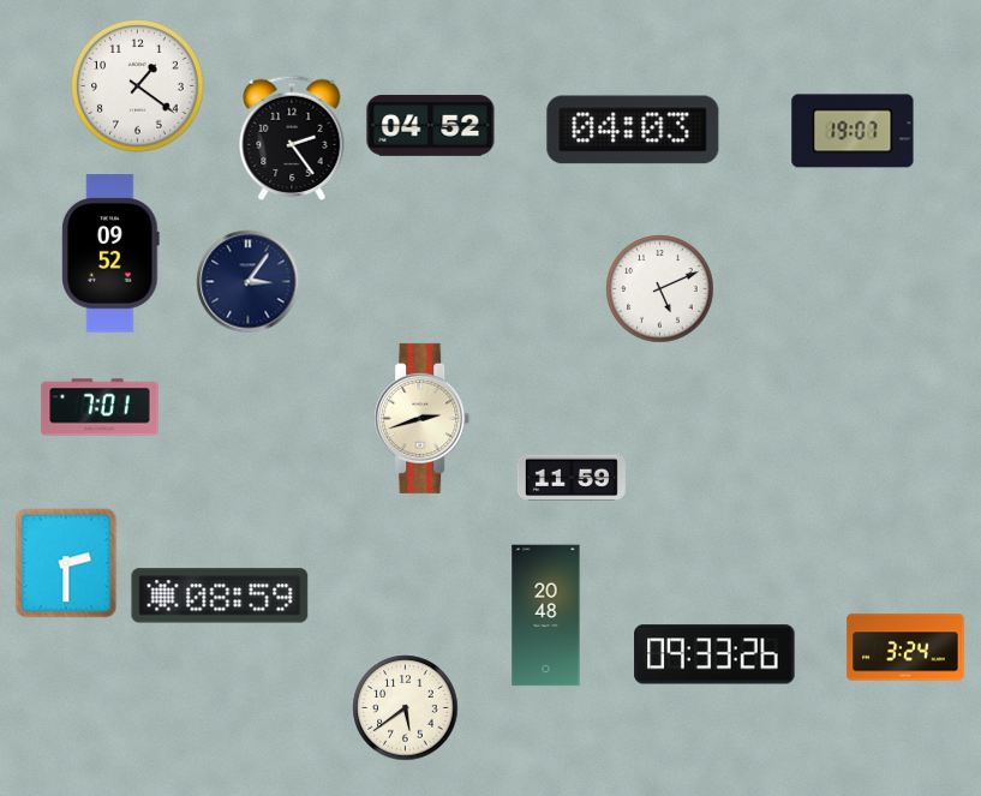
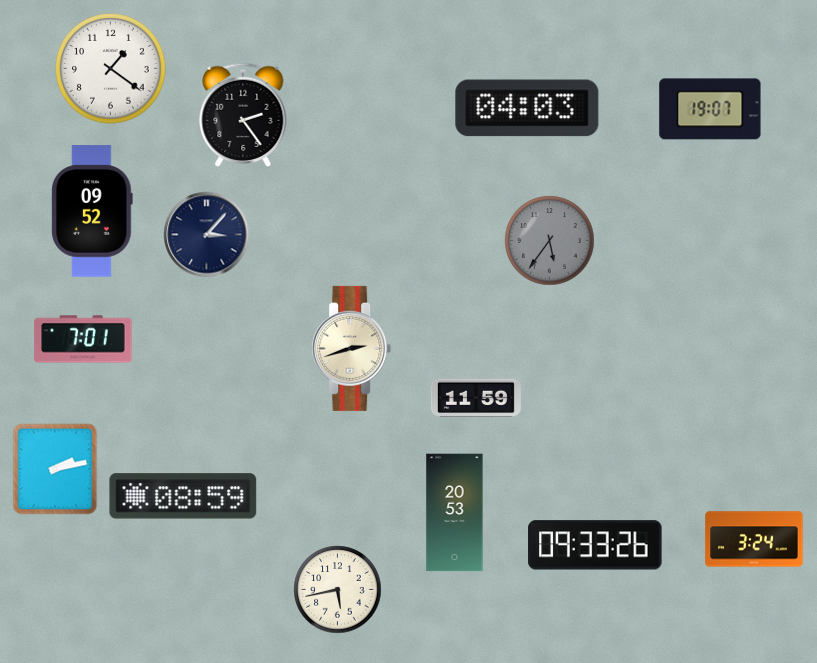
clock at (138, 86) position: (138, 86) -> (111, 69)
clock at (431, 126): 04:52 -> none
clock at (249, 282): 3:06 -> 3:07
clock at (660, 289): 5:11 -> 5:36
clock at (660, 289) dial: white -> grey
clock at (66, 563): 2:30 -> 2:13
clock at (546, 616): 20:48 -> 20:53
clock at (406, 708): 5:39 -> 5:43
